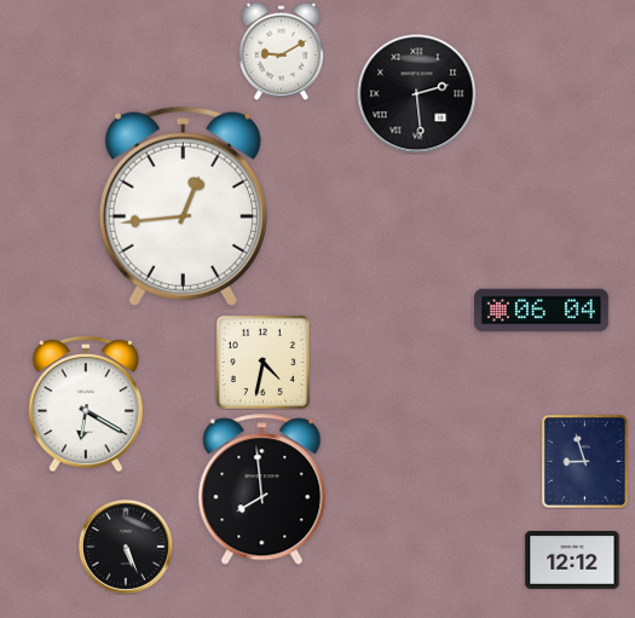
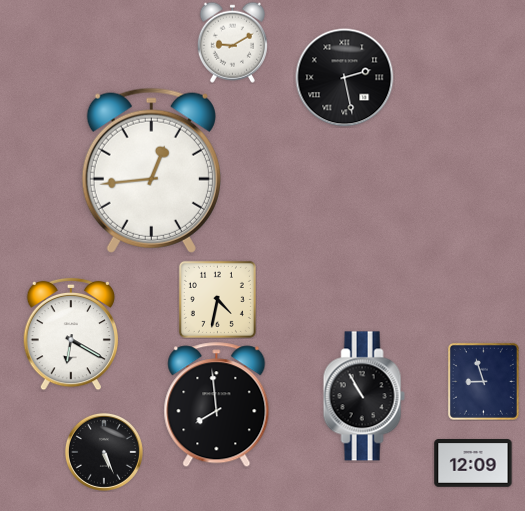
clock at (417, 94): 2:29 -> 2:28
clock at (541, 311): 06:04 -> none
clock at (364, 396): none -> 10:55
clock at (572, 561): 12:12 -> 12:09
